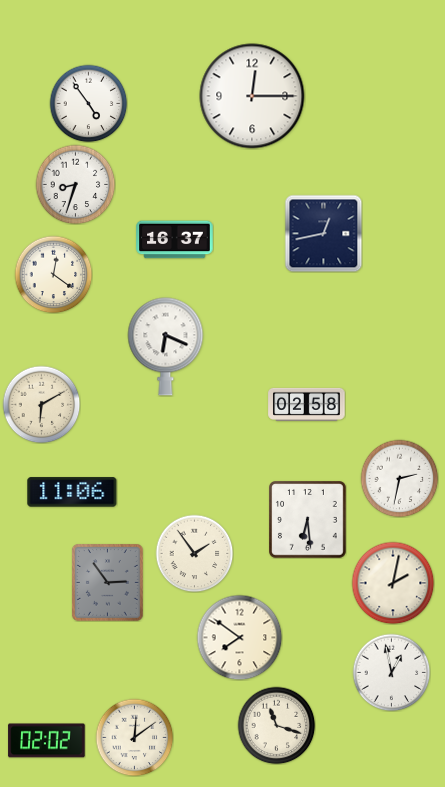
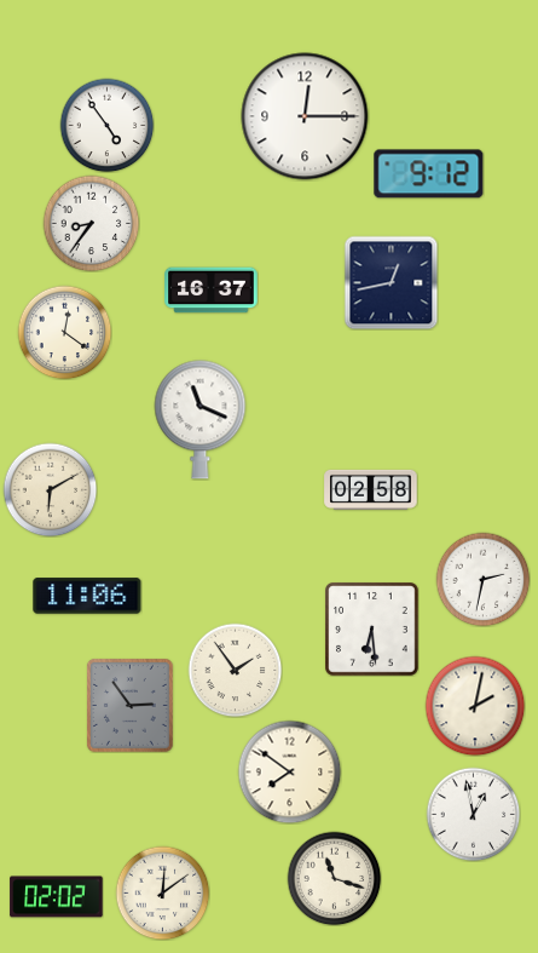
clock at (429, 174): none -> 9:12
clock at (75, 184): 8:33 -> 8:36
clock at (166, 347): 6:19 -> 11:19
